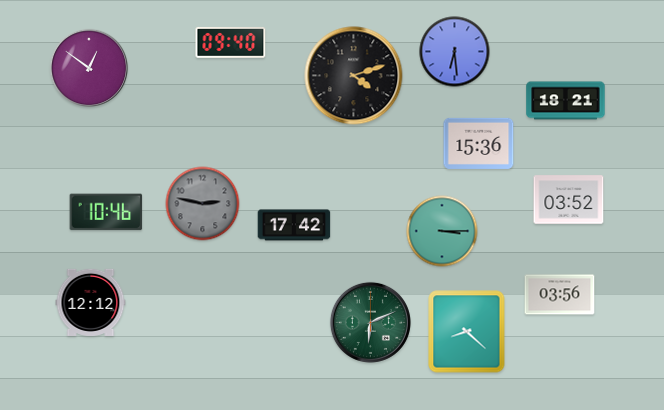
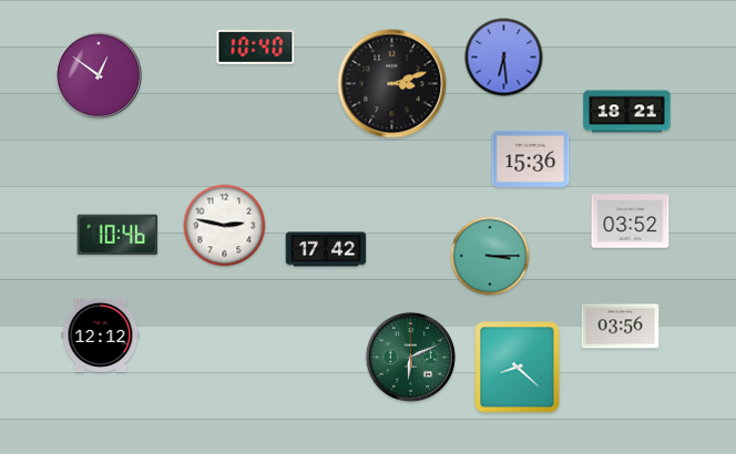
clock at (231, 42): 09:40 -> 10:40
clock at (354, 76): 4:12 -> 3:12
clock at (203, 204) dial: grey -> white
